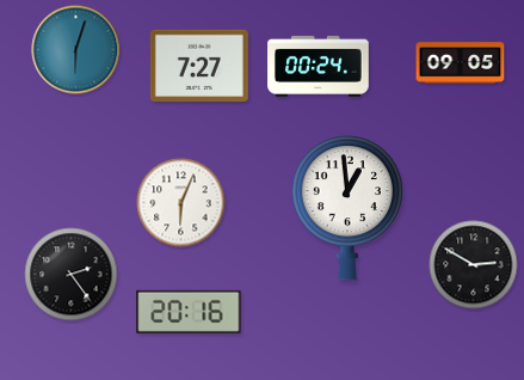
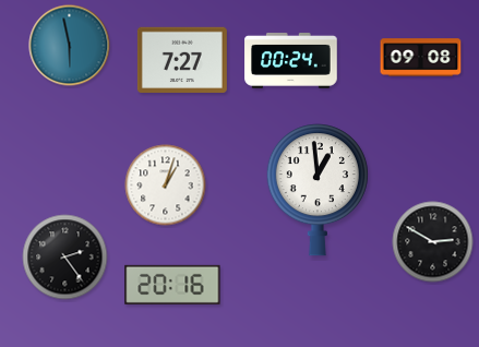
clock at (76, 50): 6:03 -> 5:58
clock at (461, 63): 09:05 -> 09:08
clock at (181, 203): 6:04 -> 1:03
clock at (72, 275) position: (72, 275) -> (65, 258)
